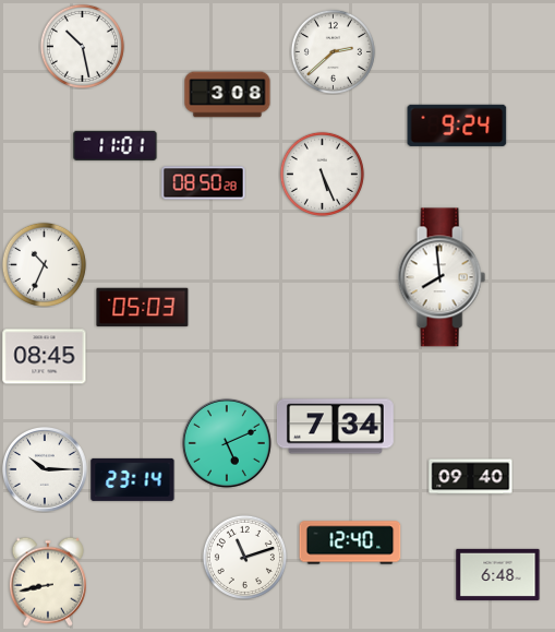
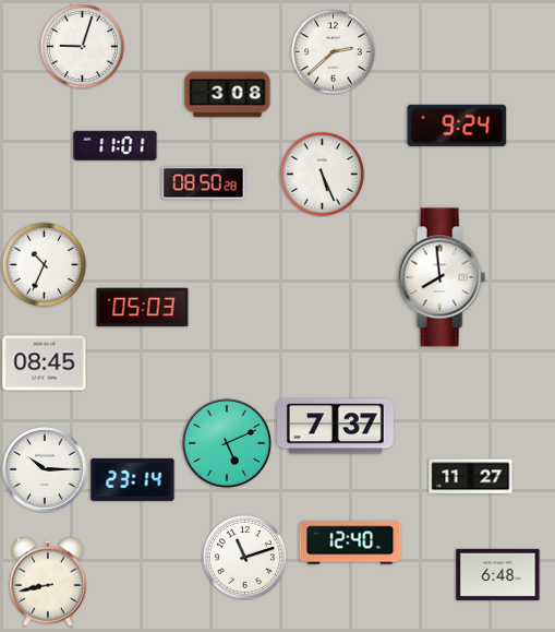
clock at (82, 46): 10:28 -> 9:03
clock at (45, 357) position: (45, 357) -> (45, 363)
clock at (335, 427): 7:34 -> 7:37
clock at (471, 477): 09:40 -> 11:27
